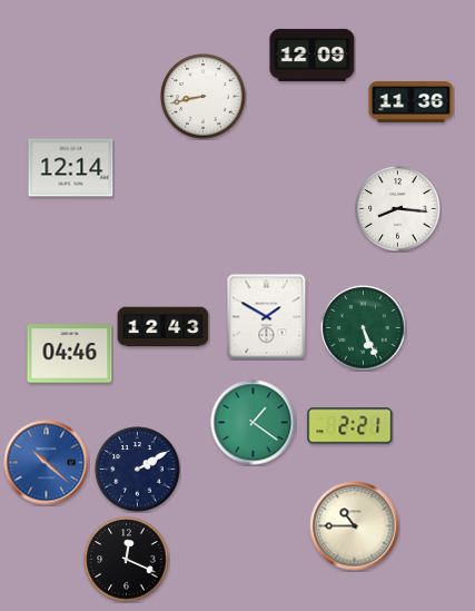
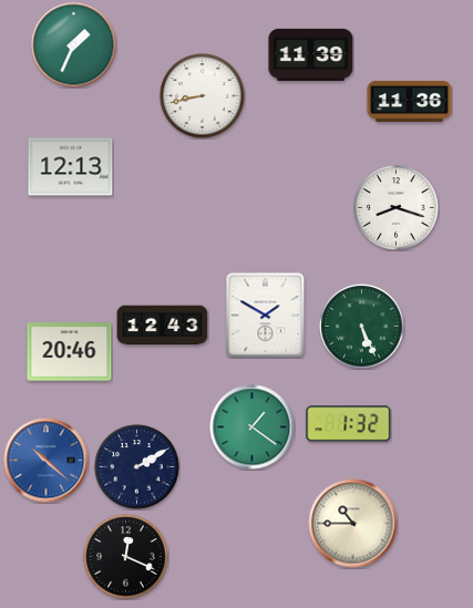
clock at (74, 45): none -> 1:34
clock at (313, 55): 12:09 -> 11:39
clock at (71, 168): 12:14 -> 12:13
clock at (398, 209): 8:16 -> 8:18
clock at (70, 354): 04:46 -> 20:46
clock at (254, 423) position: (254, 423) -> (253, 427)
clock at (350, 426): 2:21 -> 1:32
